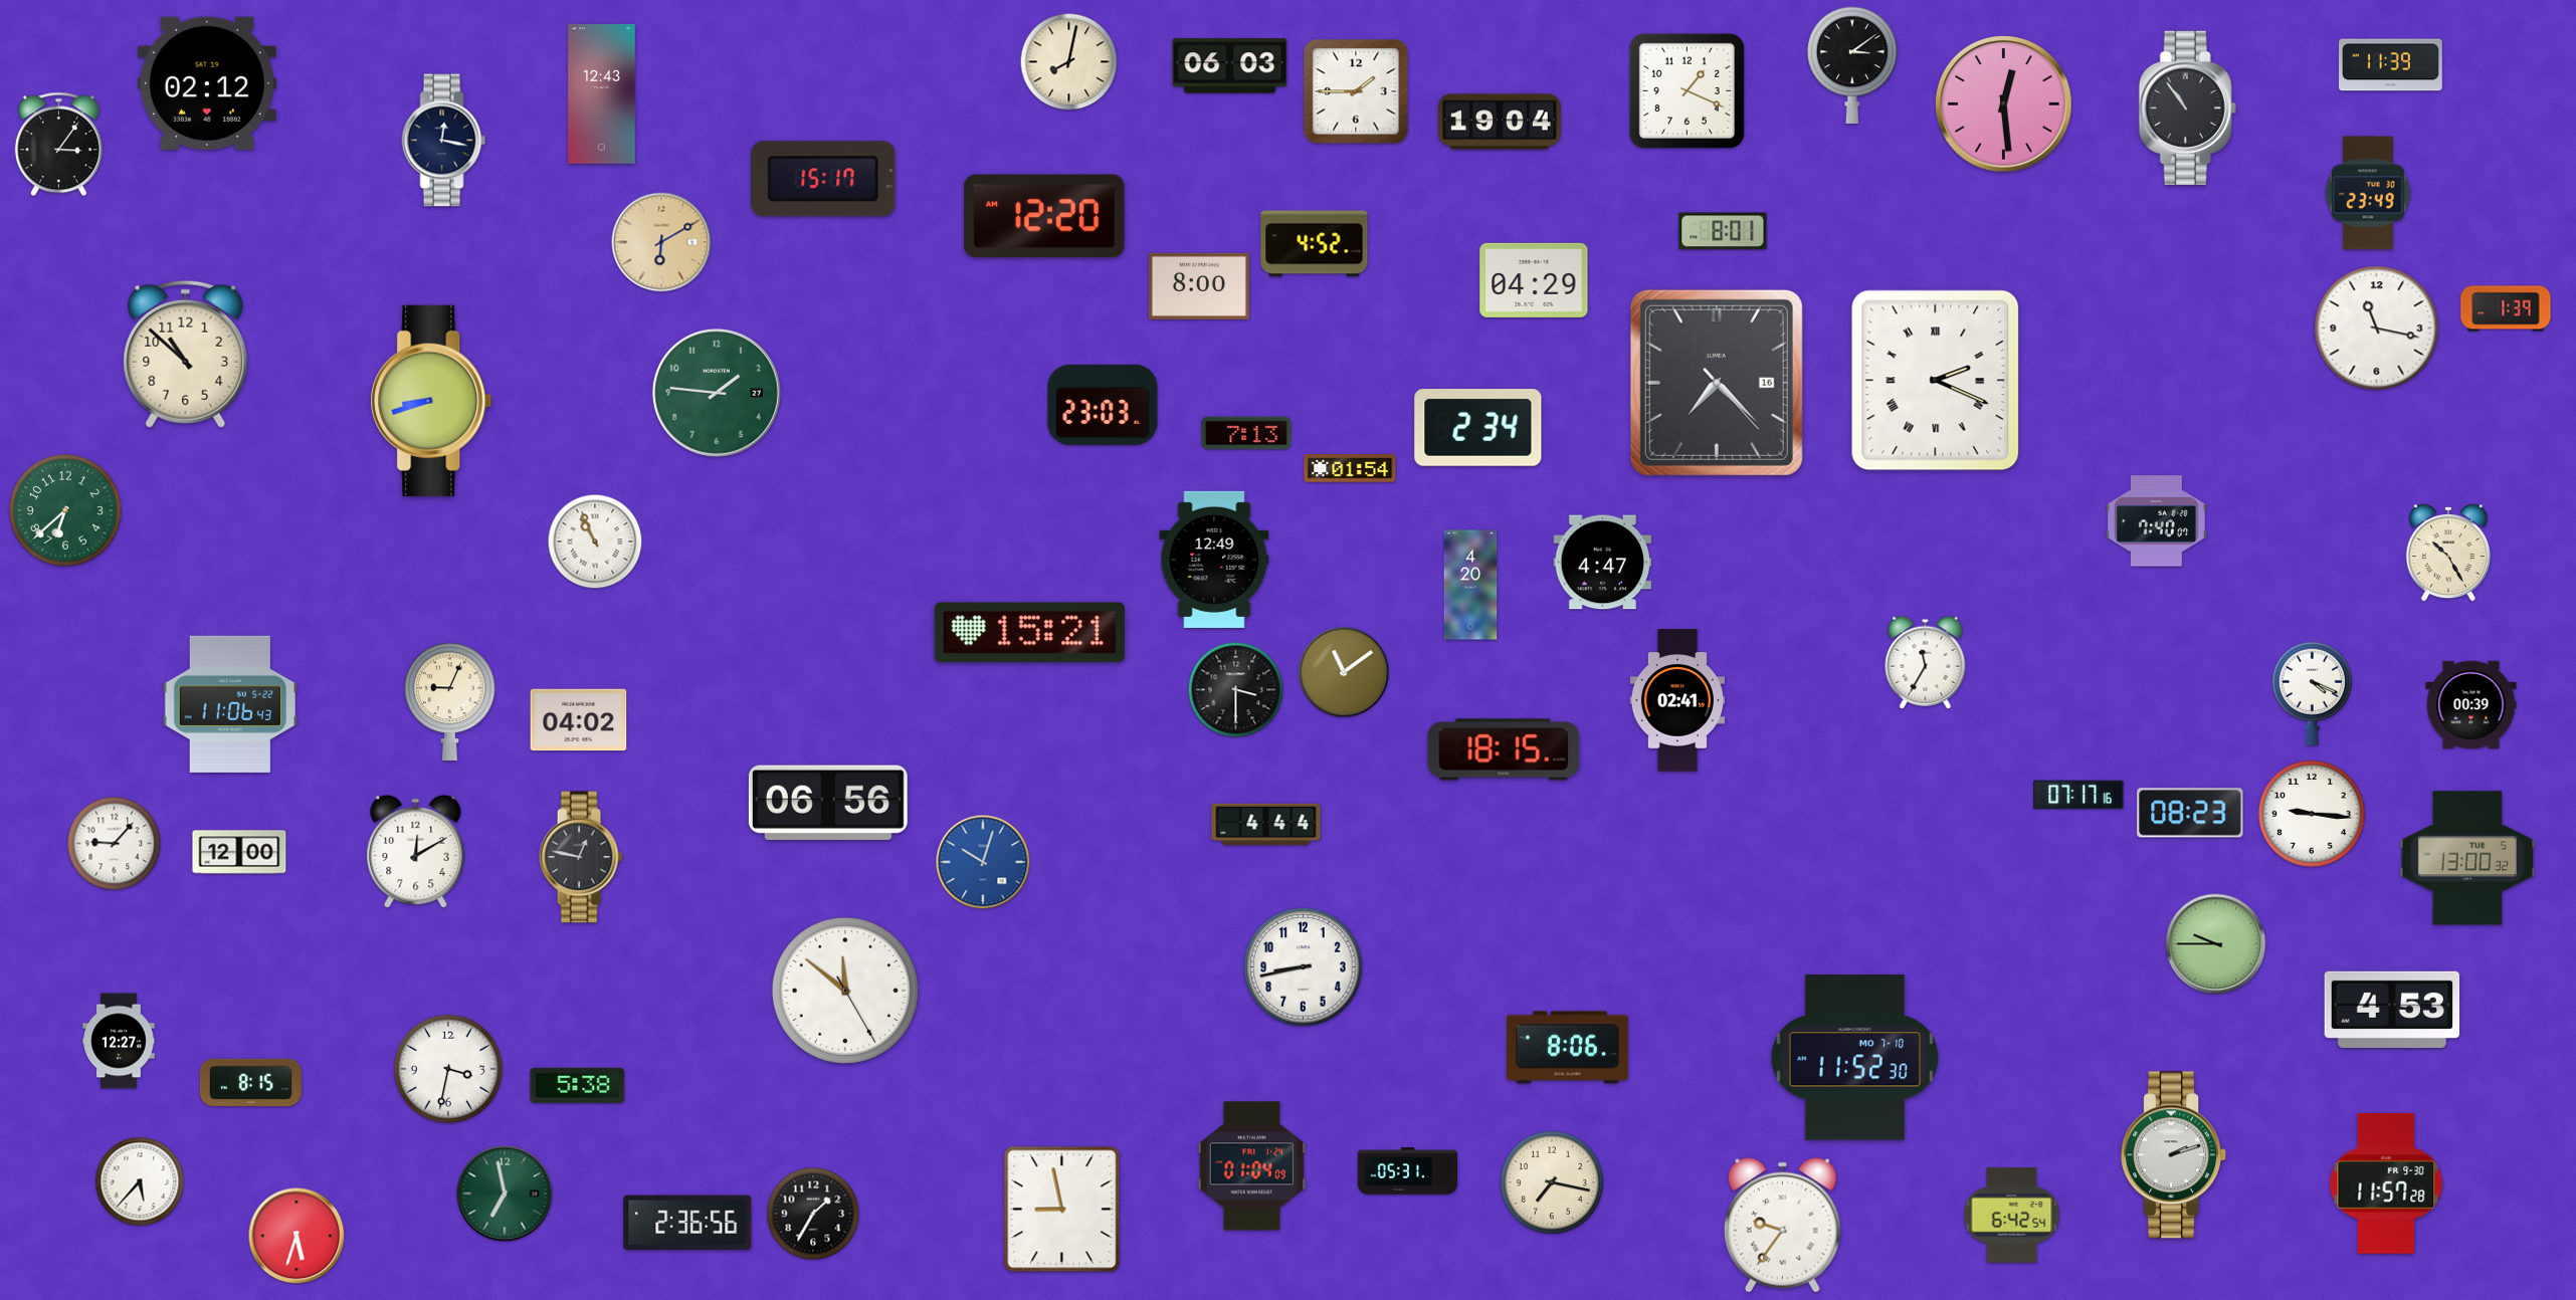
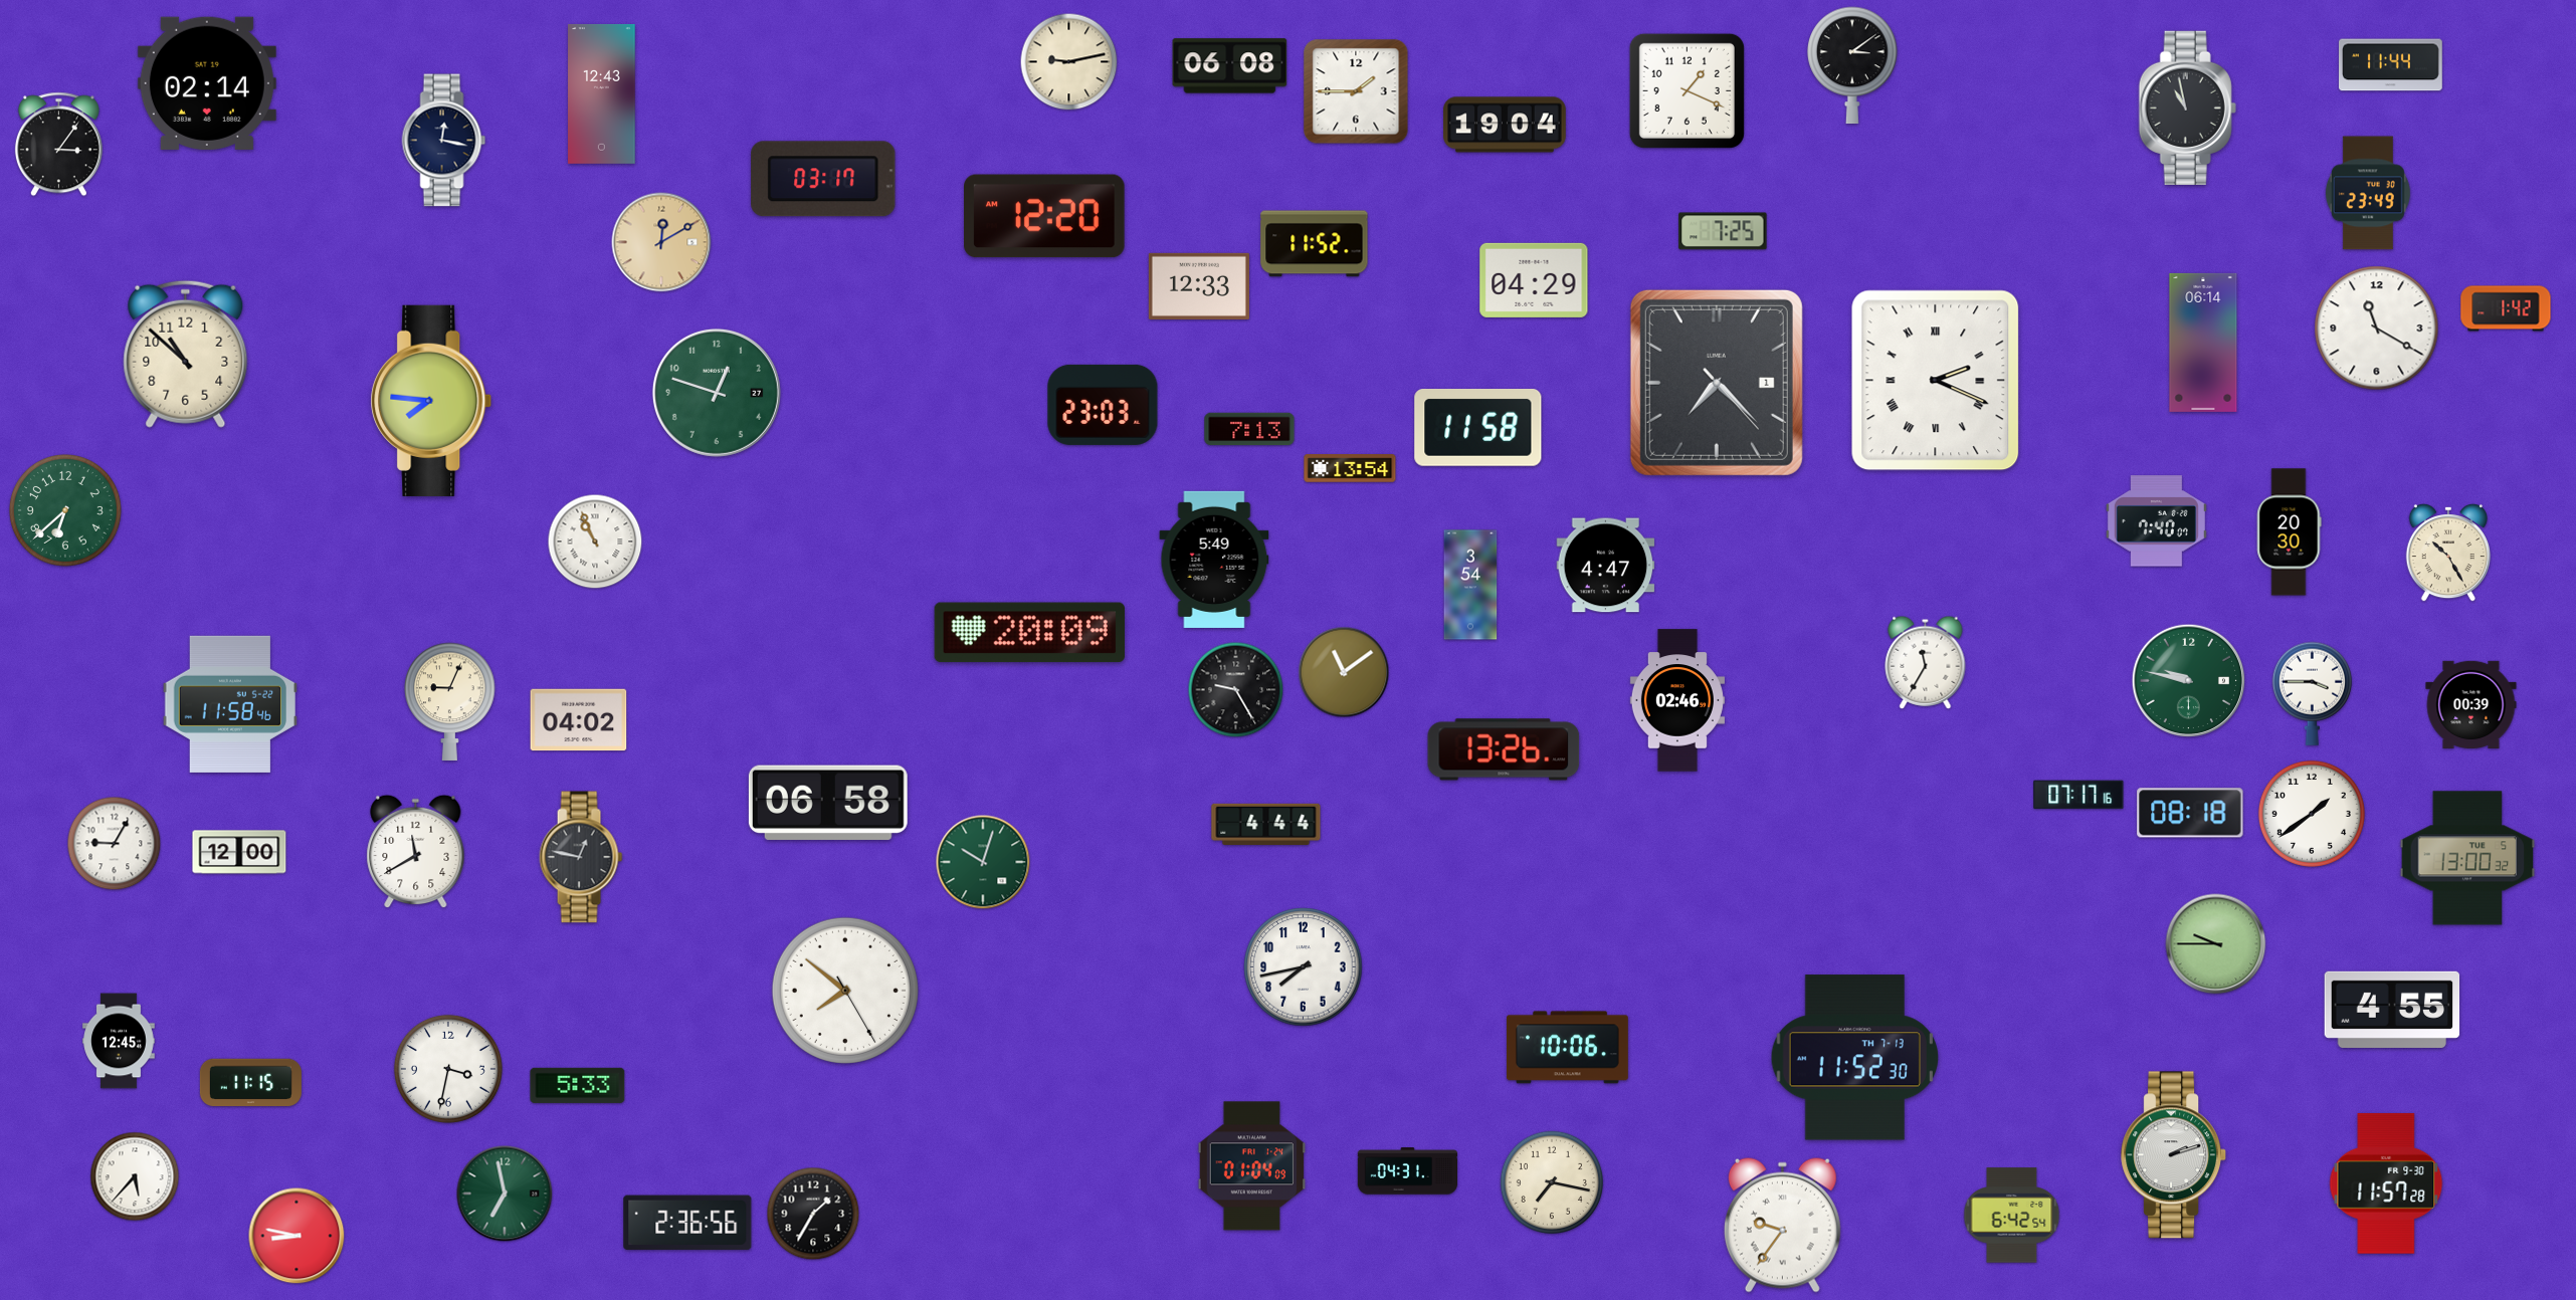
clock at (1069, 62): 8:02 -> 9:13
clock at (2391, 65): 11:39 -> 11:44
clock at (1230, 66): 06:03 -> 06:08
clock at (207, 83): 02:12 -> 02:14
clock at (2004, 104): 12:29 -> none
clock at (2187, 107): 10:54 -> 10:58
clock at (1500, 122) position: (1500, 122) -> (1505, 125)
clock at (823, 179): 15:17 -> 03:17
clock at (1723, 231): 8:01 -> 7:25
clock at (661, 242): 6:10 -> 12:10
clock at (1315, 244): 4:52 -> 11:52
clock at (1199, 286): 8:00 -> 12:33
clock at (2506, 308): 1:39 -> 1:42
clock at (2377, 329): 11:17 -> 11:20
clock at (2203, 343): none -> 06:14
clock at (1717, 383) date: 16 -> 1
clock at (717, 393): 1:46 -> 12:48
clock at (431, 401): 8:42 -> 7:46
clock at (1478, 428): 2:34 -> 11:58
clock at (1246, 433) position: (1246, 433) -> (1249, 429)
clock at (1350, 468): 01:54 -> 13:54
clock at (2290, 532): none -> 20:30
clock at (1214, 560): 12:49 -> 5:49
clock at (1603, 563) position: (1603, 563) -> (1606, 566)
clock at (1470, 585): 4:20 -> 3:54
clock at (1029, 633): 15:21 -> 20:09
clock at (2188, 680): none -> 9:47
clock at (1236, 690): 3:30 -> 9:25
clock at (2312, 693): 4:19 -> 3:45
clock at (1677, 700): 02:41 -> 02:46
clock at (229, 704): 11:06 -> 11:58
clock at (1504, 749): 18:15 -> 13:26
clock at (828, 802): 06:56 -> 06:58
clock at (2190, 813): 08:23 -> 08:18
clock at (2312, 814): 9:16 -> 1:39
clock at (115, 844): 9:07 -> 9:05
clock at (416, 852): 12:10 -> 11:40
clock at (983, 862) dial: blue -> green
clock at (1304, 967): 8:43 -> 7:43
clock at (845, 991): 11:51 -> 7:51
clock at (2392, 1010): 4:53 -> 4:55
clock at (119, 1041): 12:27 -> 12:45
clock at (1567, 1048): 8:06 -> 10:06
clock at (1854, 1058) date: MO 7-10 -> TH 7-13
clock at (250, 1083): 8:15 -> 11:15
clock at (578, 1085): 5:38 -> 5:33
clock at (1407, 1171): 05:31 -> 04:31
clock at (140, 1181) position: (140, 1181) -> (135, 1176)
clock at (1062, 1210): 8:58 -> none
clock at (296, 1236): 5:33 -> 8:47
